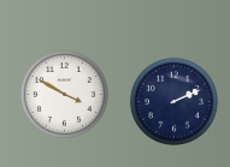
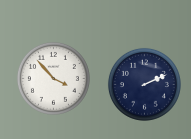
clock at (64, 94): 3:50 -> 3:53
